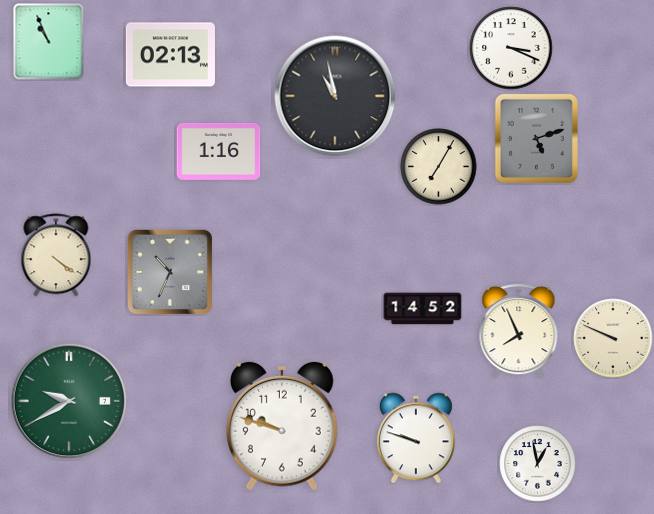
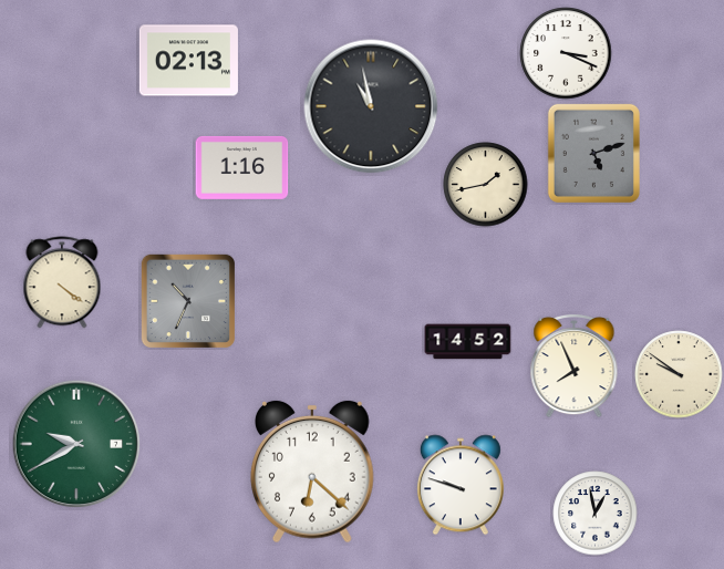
clock at (49, 42): 10:56 -> none
clock at (439, 167): 7:05 -> 1:43
clock at (613, 338): 9:49 -> 9:51
clock at (283, 426): 9:48 -> 6:22
